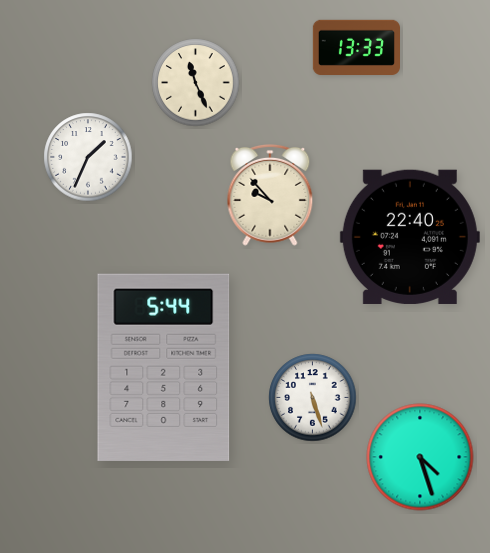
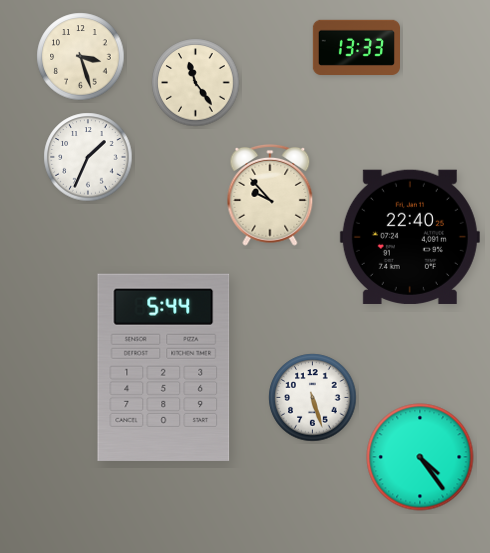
clock at (81, 57): none -> 3:27
clock at (196, 83): 11:26 -> 11:24
clock at (420, 457): 4:27 -> 4:24
